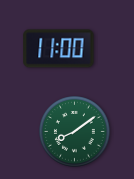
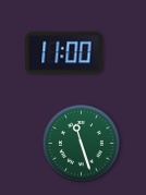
clock at (75, 132): 8:09 -> 11:27
